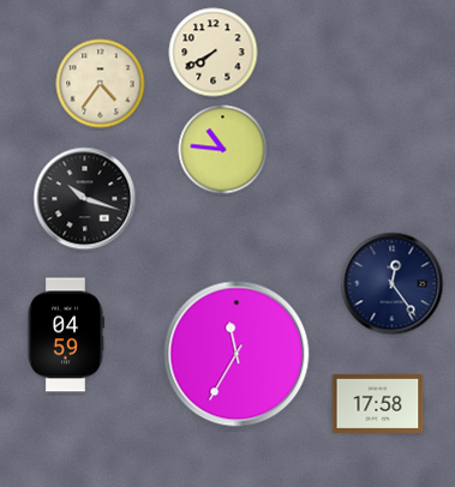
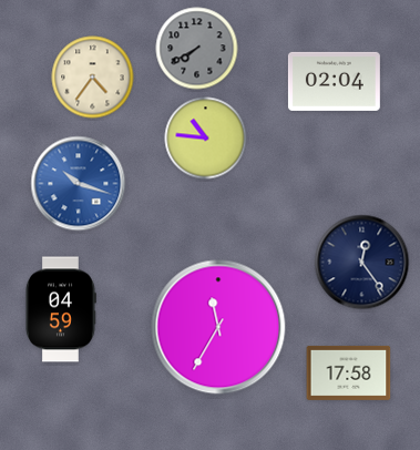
clock at (214, 53) dial: cream -> grey
clock at (334, 81): none -> 02:04
clock at (85, 199) dial: black -> blue
